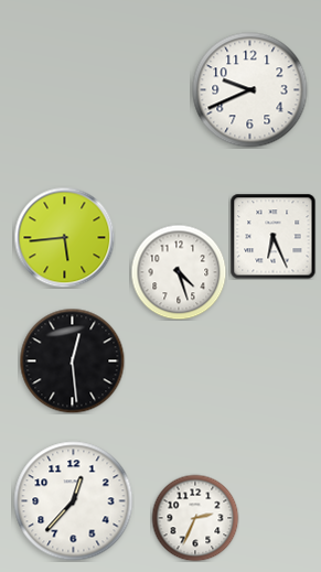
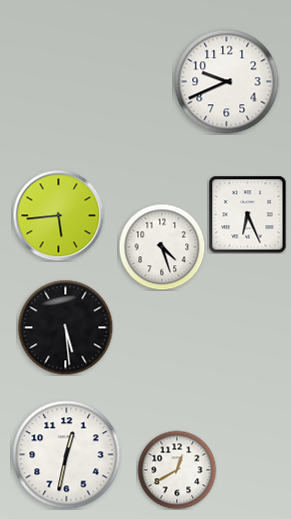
clock at (72, 360): 12:29 -> 5:29
clock at (74, 501): 12:37 -> 12:32
clock at (195, 518): 2:34 -> 12:40
